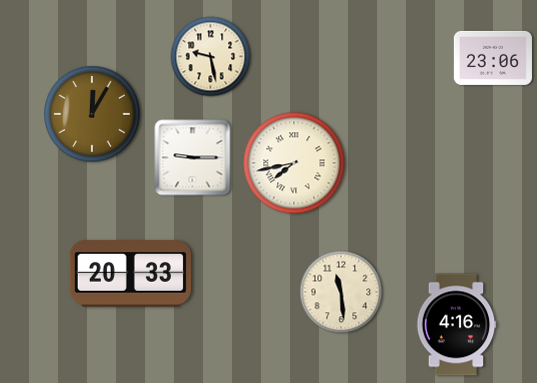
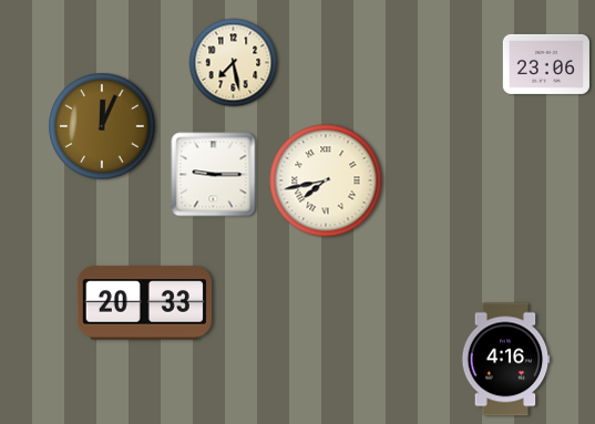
clock at (211, 57): 9:28 -> 7:28
clock at (92, 114): 12:05 -> 12:04
clock at (341, 292): 11:29 -> none
